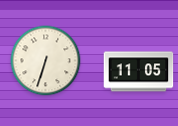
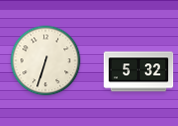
clock at (139, 72): 11:05 -> 5:32
